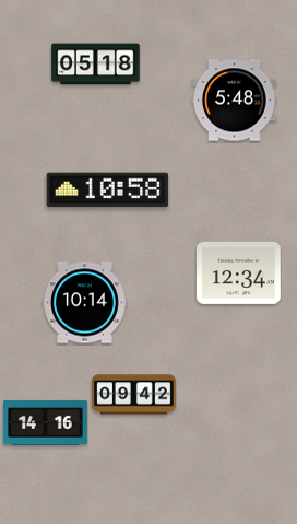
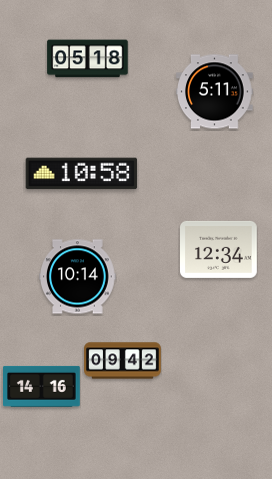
clock at (235, 101): 5:48 -> 5:11
clock at (108, 190) position: (108, 190) -> (82, 174)
